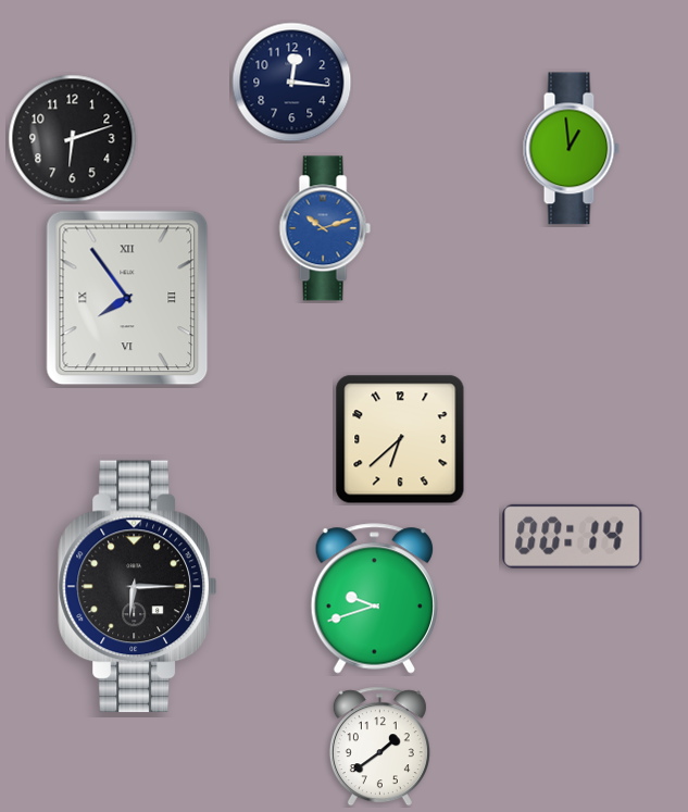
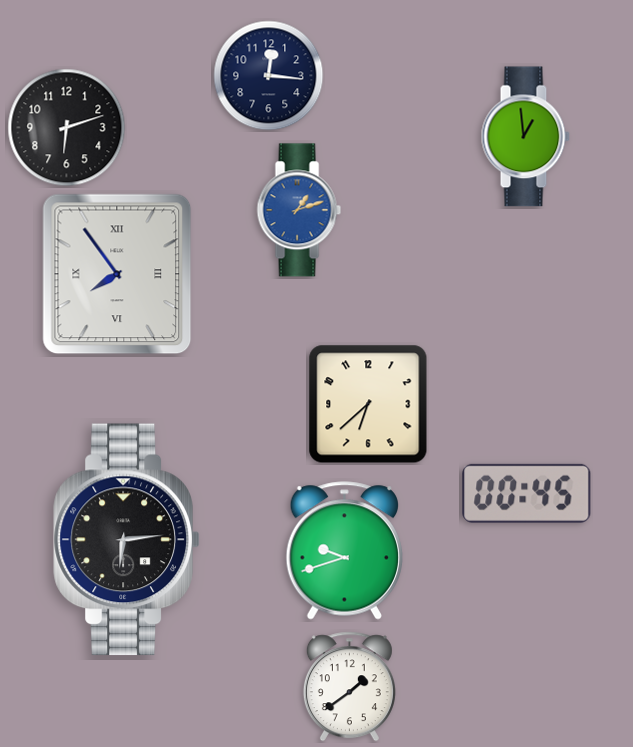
clock at (325, 228): 10:12 -> 1:12
clock at (573, 536): 00:14 -> 00:45
clock at (138, 587): 6:15 -> 6:14
